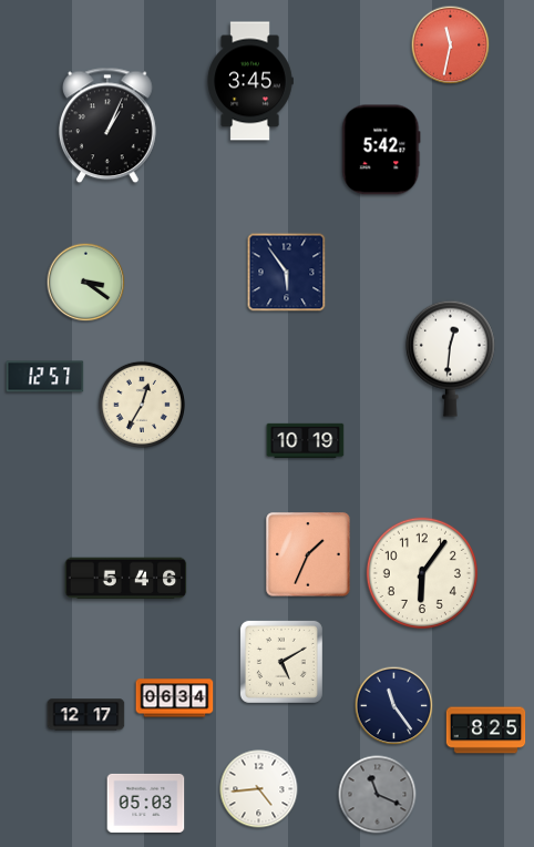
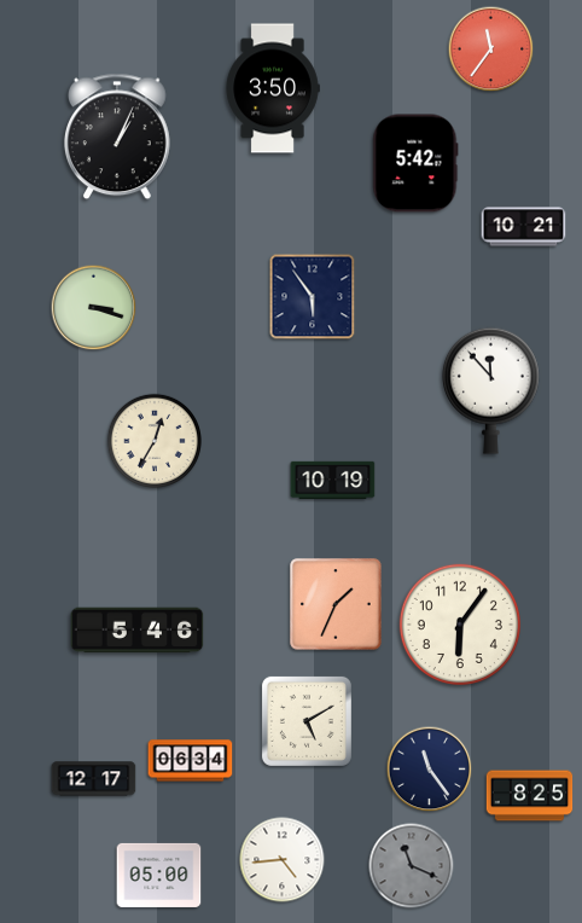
clock at (451, 45): 11:32 -> 11:36
clock at (250, 81): 3:45 -> 3:50
clock at (524, 227): none -> 10:21
clock at (86, 283): 3:21 -> 3:18
clock at (450, 358): 12:31 -> 11:53
clock at (45, 377): 12:57 -> none
clock at (146, 803): 05:03 -> 05:00
